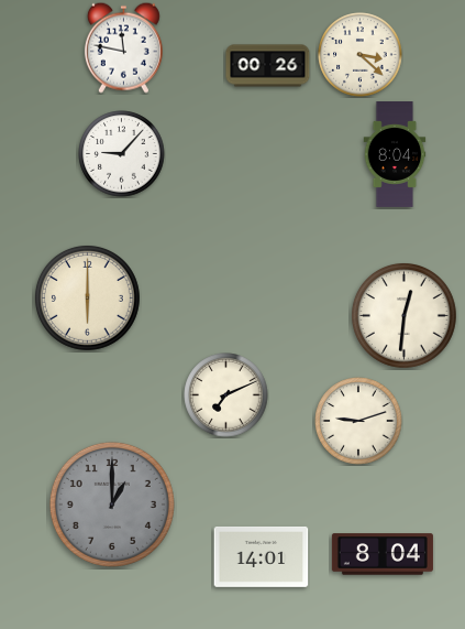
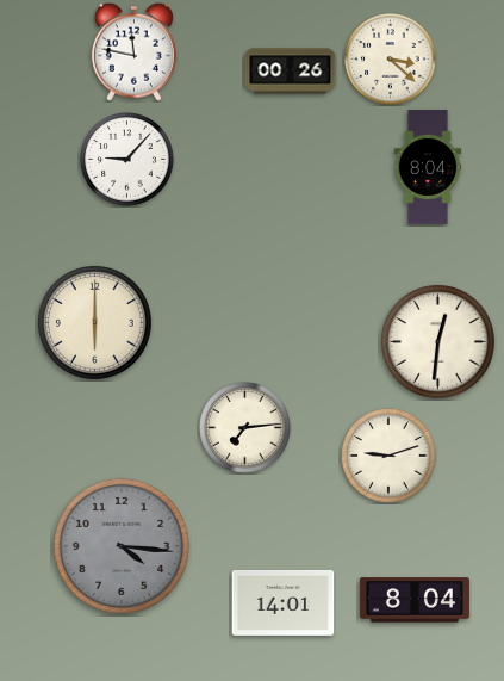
clock at (122, 154) position: (122, 154) -> (127, 160)
clock at (226, 395): 7:11 -> 7:14
clock at (112, 505): 1:00 -> 4:16
